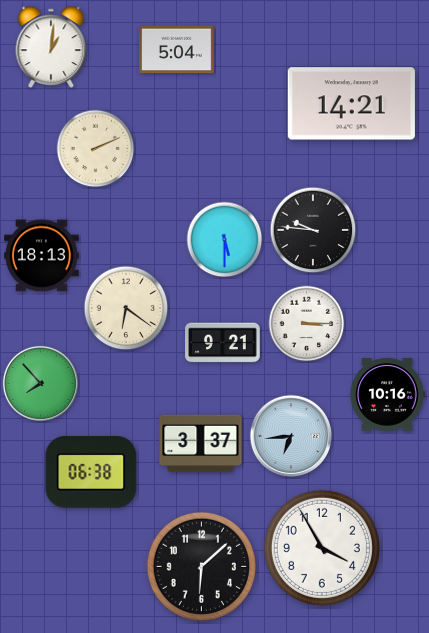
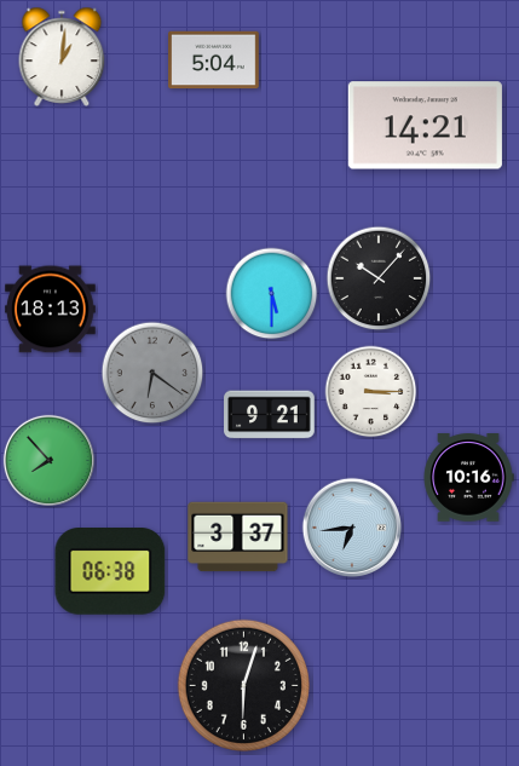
clock at (96, 149): 2:11 -> none
clock at (313, 230): 9:46 -> 10:07
clock at (225, 240) position: (225, 240) -> (272, 294)
clock at (126, 308) dial: cream -> grey
clock at (40, 383) position: (40, 383) -> (48, 460)
clock at (201, 444) position: (201, 444) -> (238, 537)
clock at (322, 548): 3:55 -> none
clock at (201, 566): 6:08 -> 6:03
